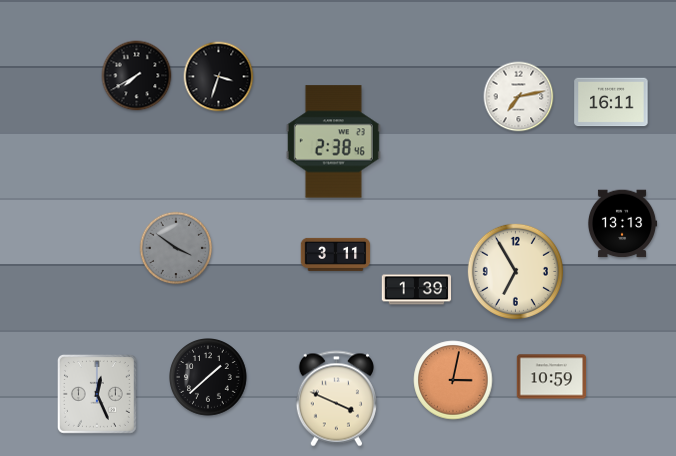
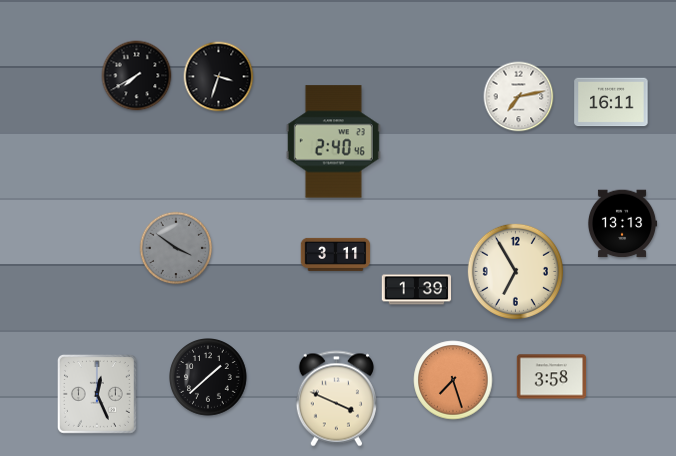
clock at (333, 142): 2:38 -> 2:40
clock at (552, 377): 10:59 -> 3:58
clock at (453, 380): 3:02 -> 7:27
